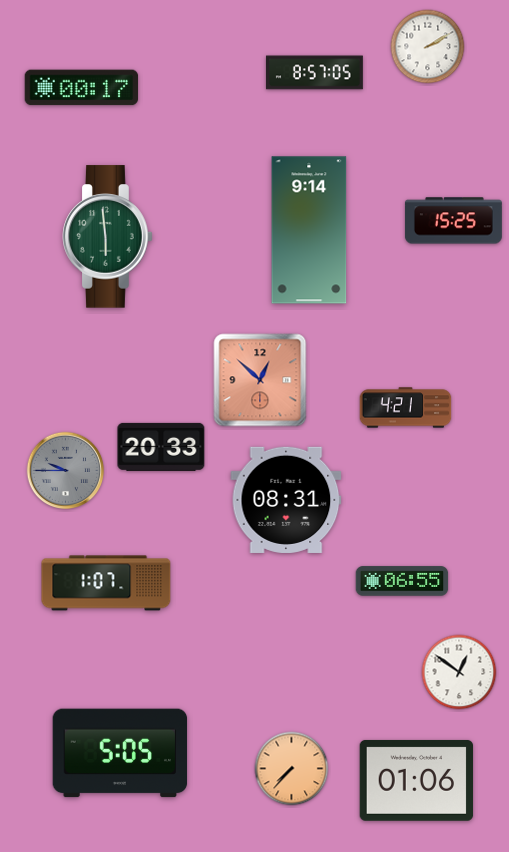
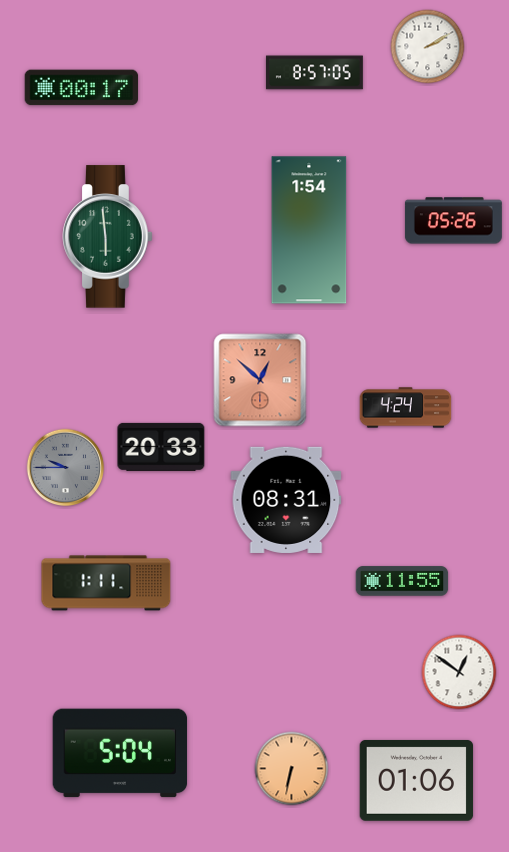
clock at (453, 221): 15:25 -> 05:26
clock at (309, 230): 9:14 -> 1:54
clock at (406, 408): 4:21 -> 4:24
clock at (66, 471) position: (66, 471) -> (66, 468)
clock at (402, 581): 06:55 -> 11:55
clock at (106, 583): 1:07 -> 1:11
clock at (120, 753): 5:05 -> 5:04
clock at (292, 769): 7:37 -> 6:32
